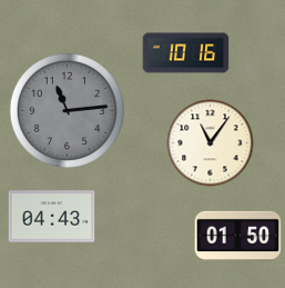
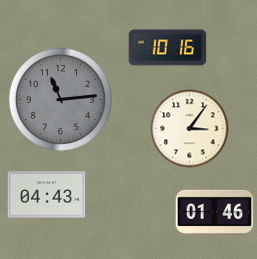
clock at (210, 142): 11:06 -> 3:06
clock at (237, 236): 01:50 -> 01:46
